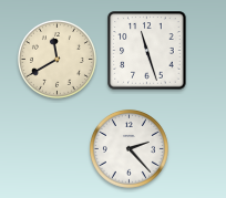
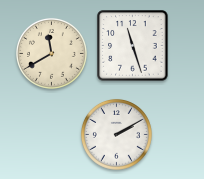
clock at (129, 148): 2:23 -> 2:10
